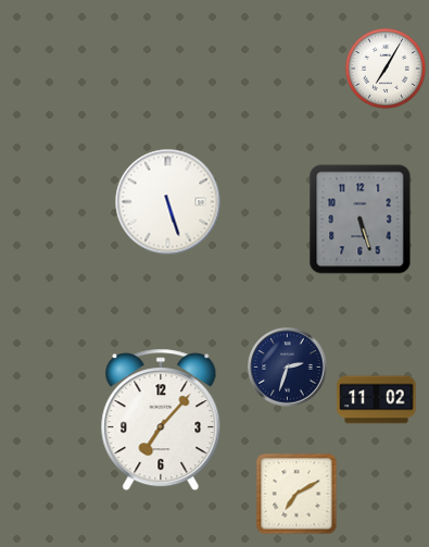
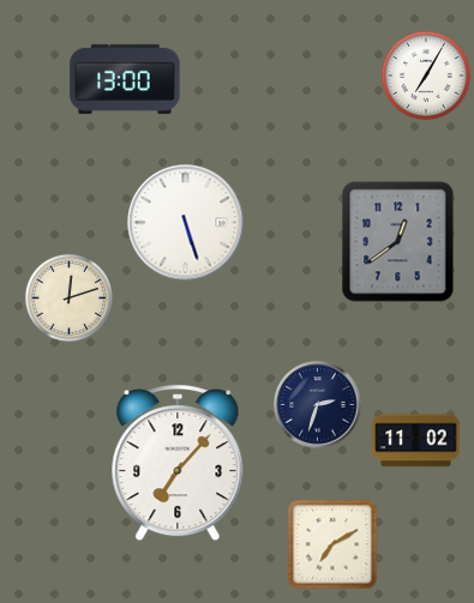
clock at (125, 79): none -> 13:00
clock at (361, 220): 5:27 -> 12:39
clock at (68, 297): none -> 12:12
clock at (296, 494) position: (296, 494) -> (332, 544)
